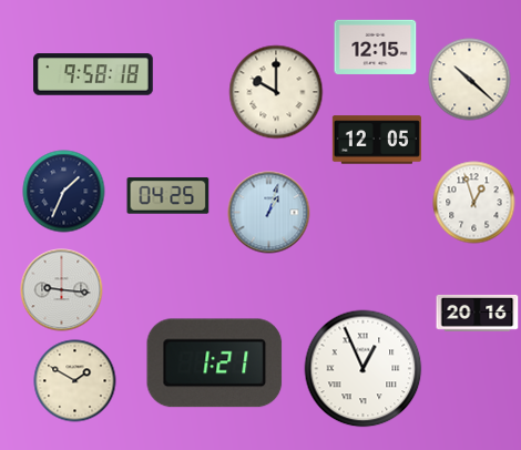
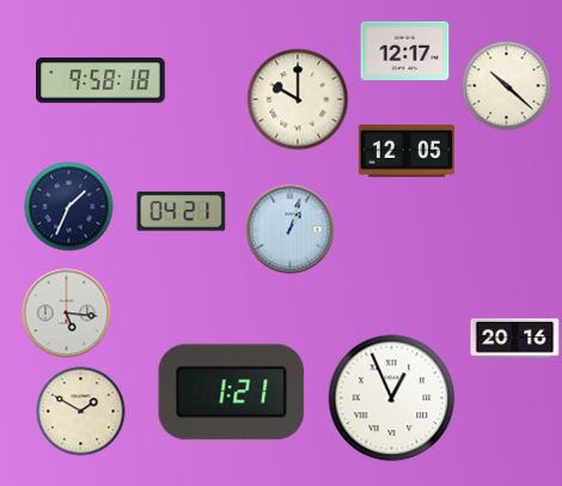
clock at (376, 47): 12:15 -> 12:17
clock at (168, 196): 04:25 -> 04:21
clock at (474, 203): 12:57 -> none
clock at (62, 290): 9:16 -> 5:16
